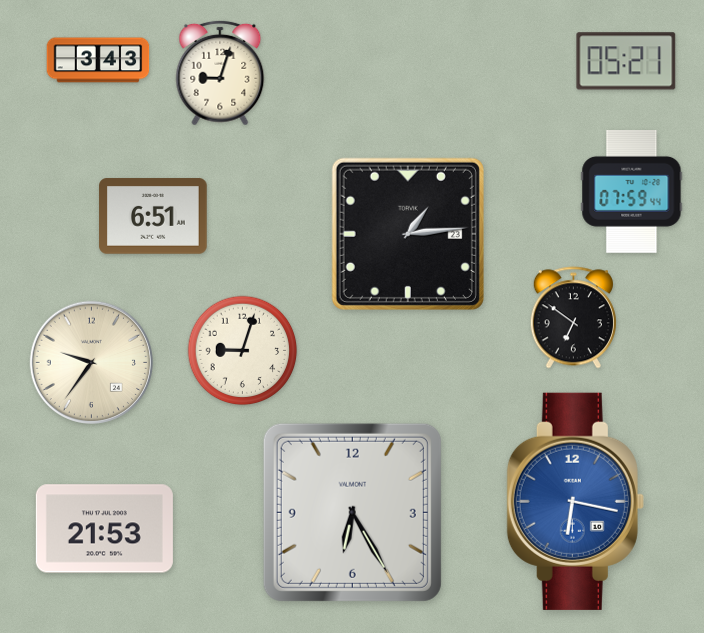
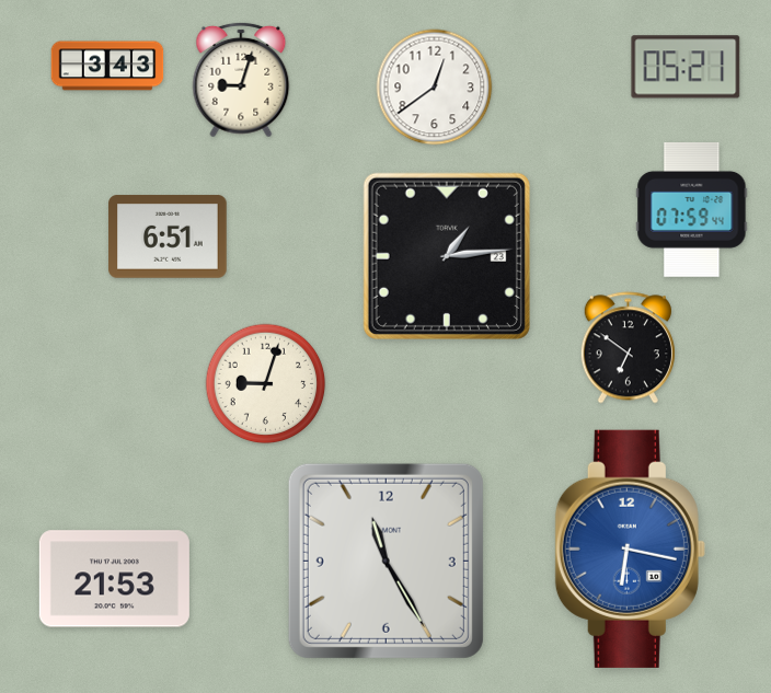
clock at (435, 88): none -> 12:39
clock at (91, 362): 9:36 -> none
clock at (352, 512): 6:25 -> 11:25
